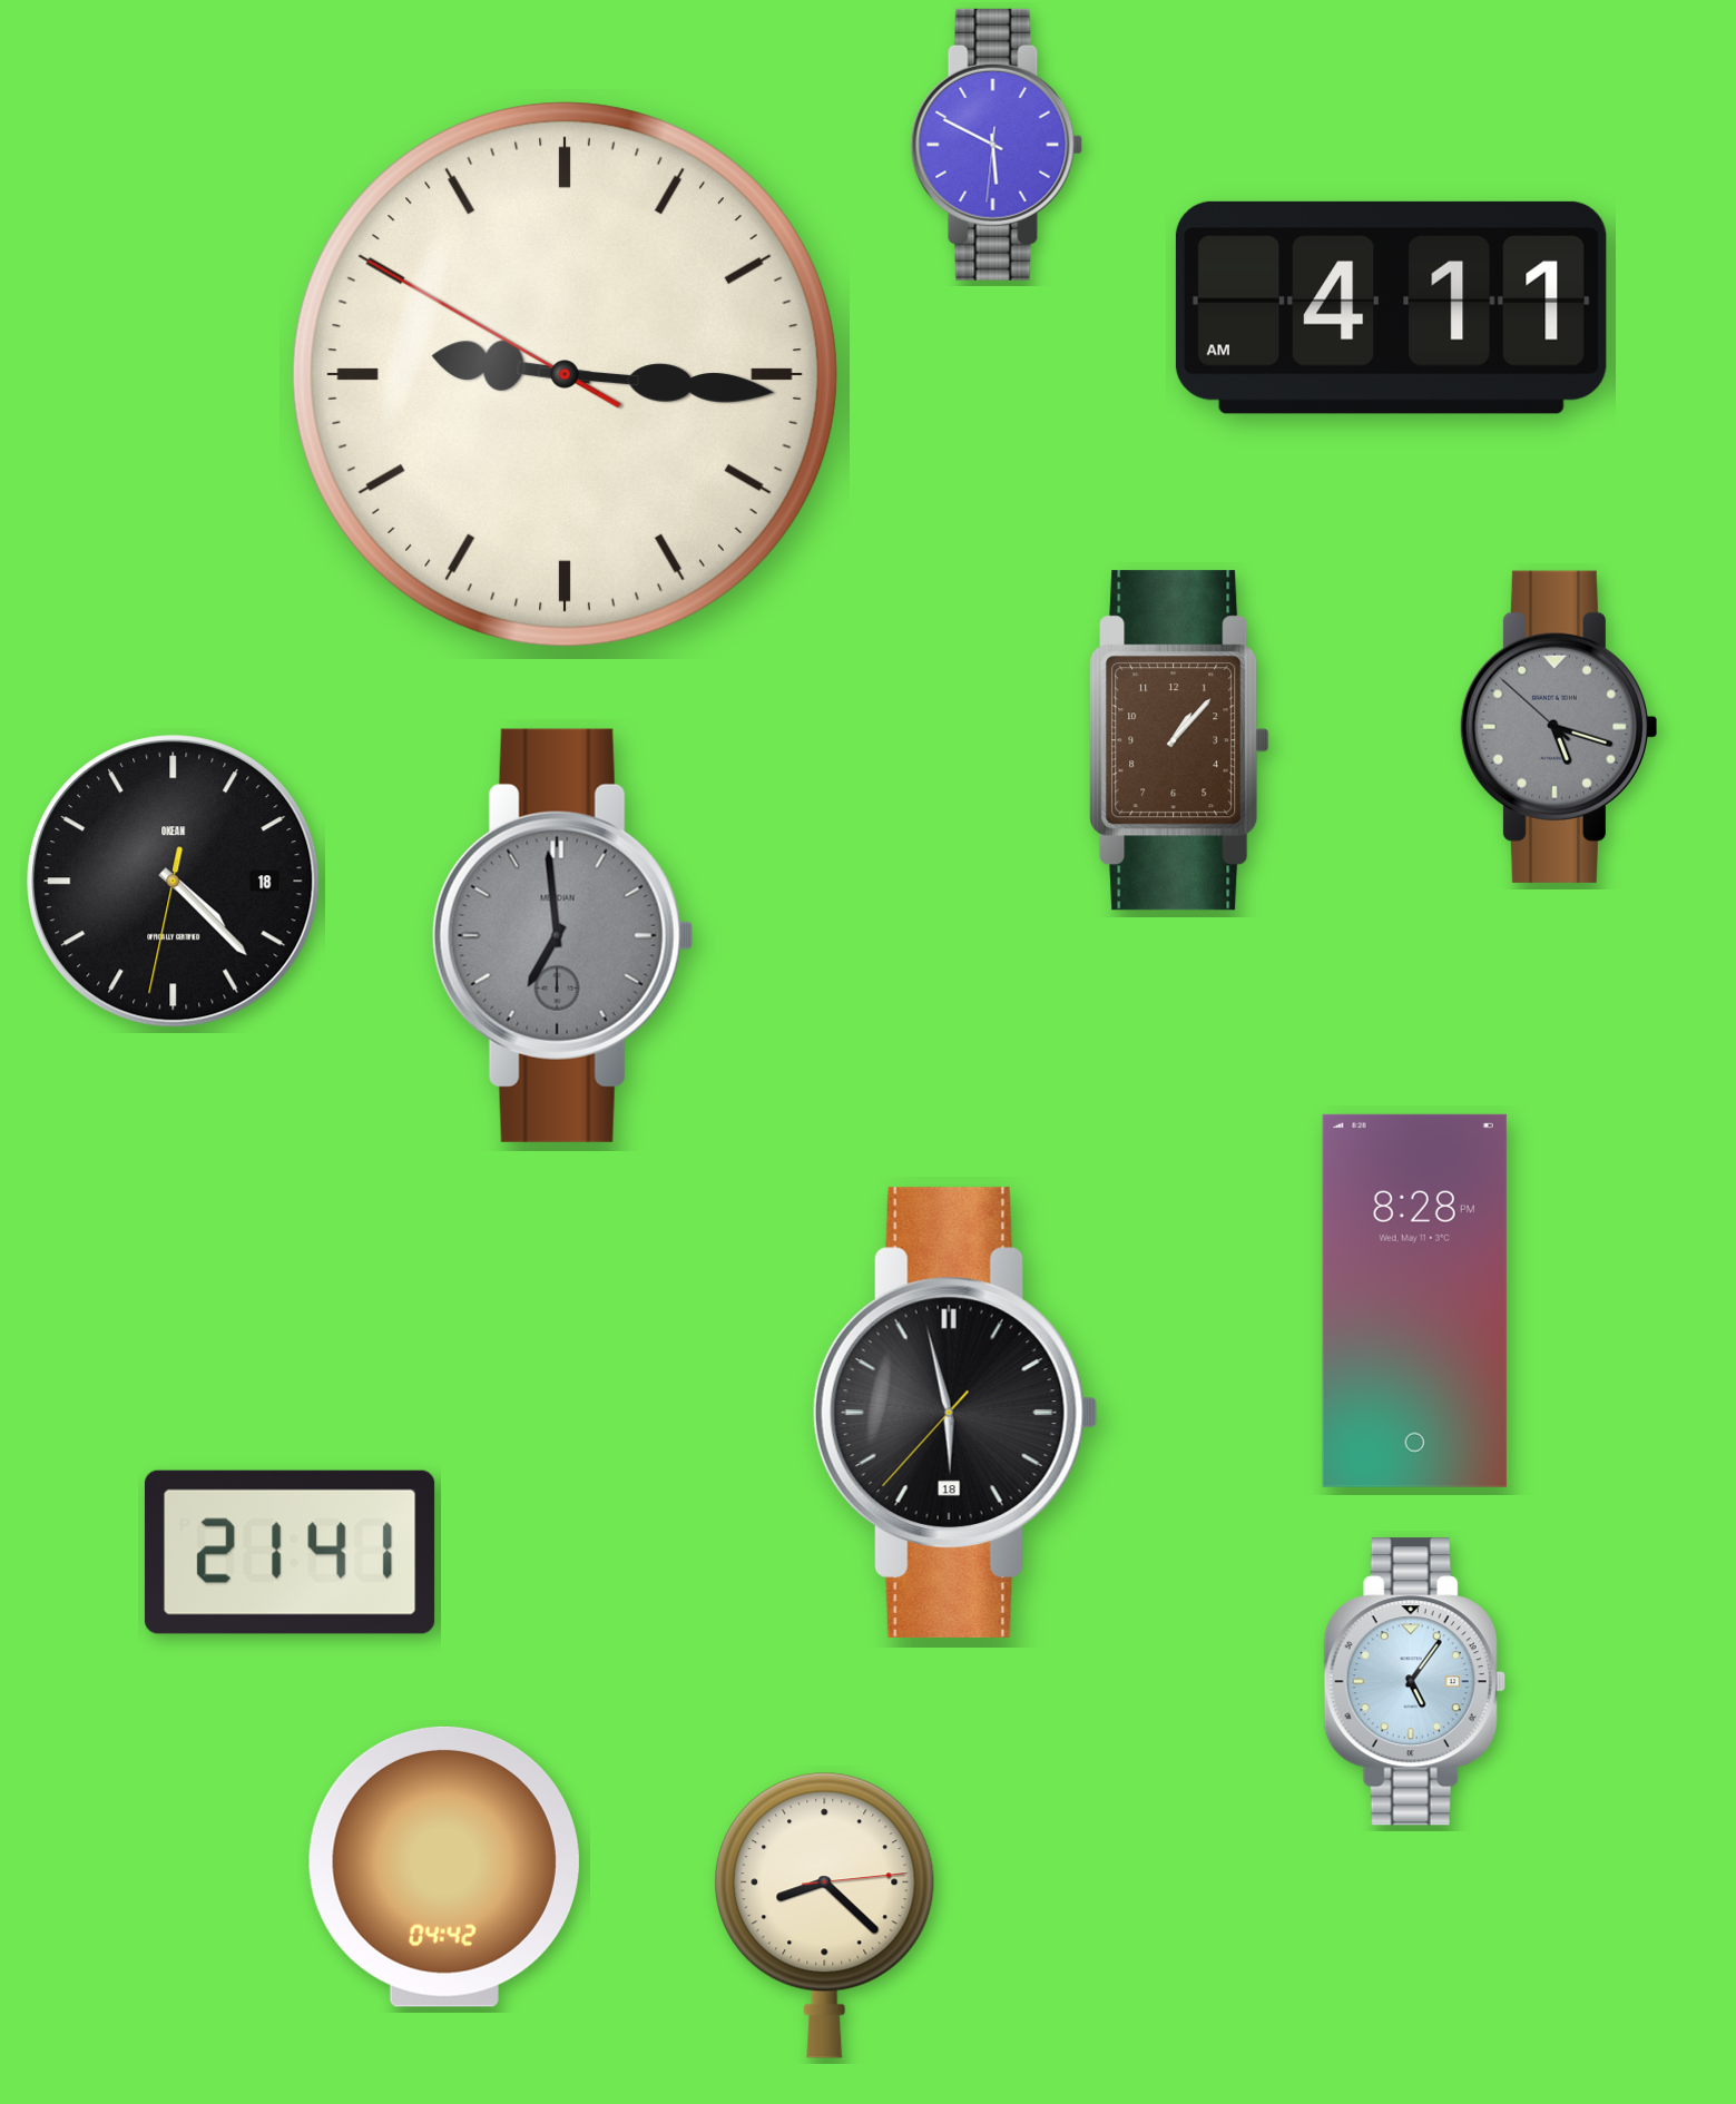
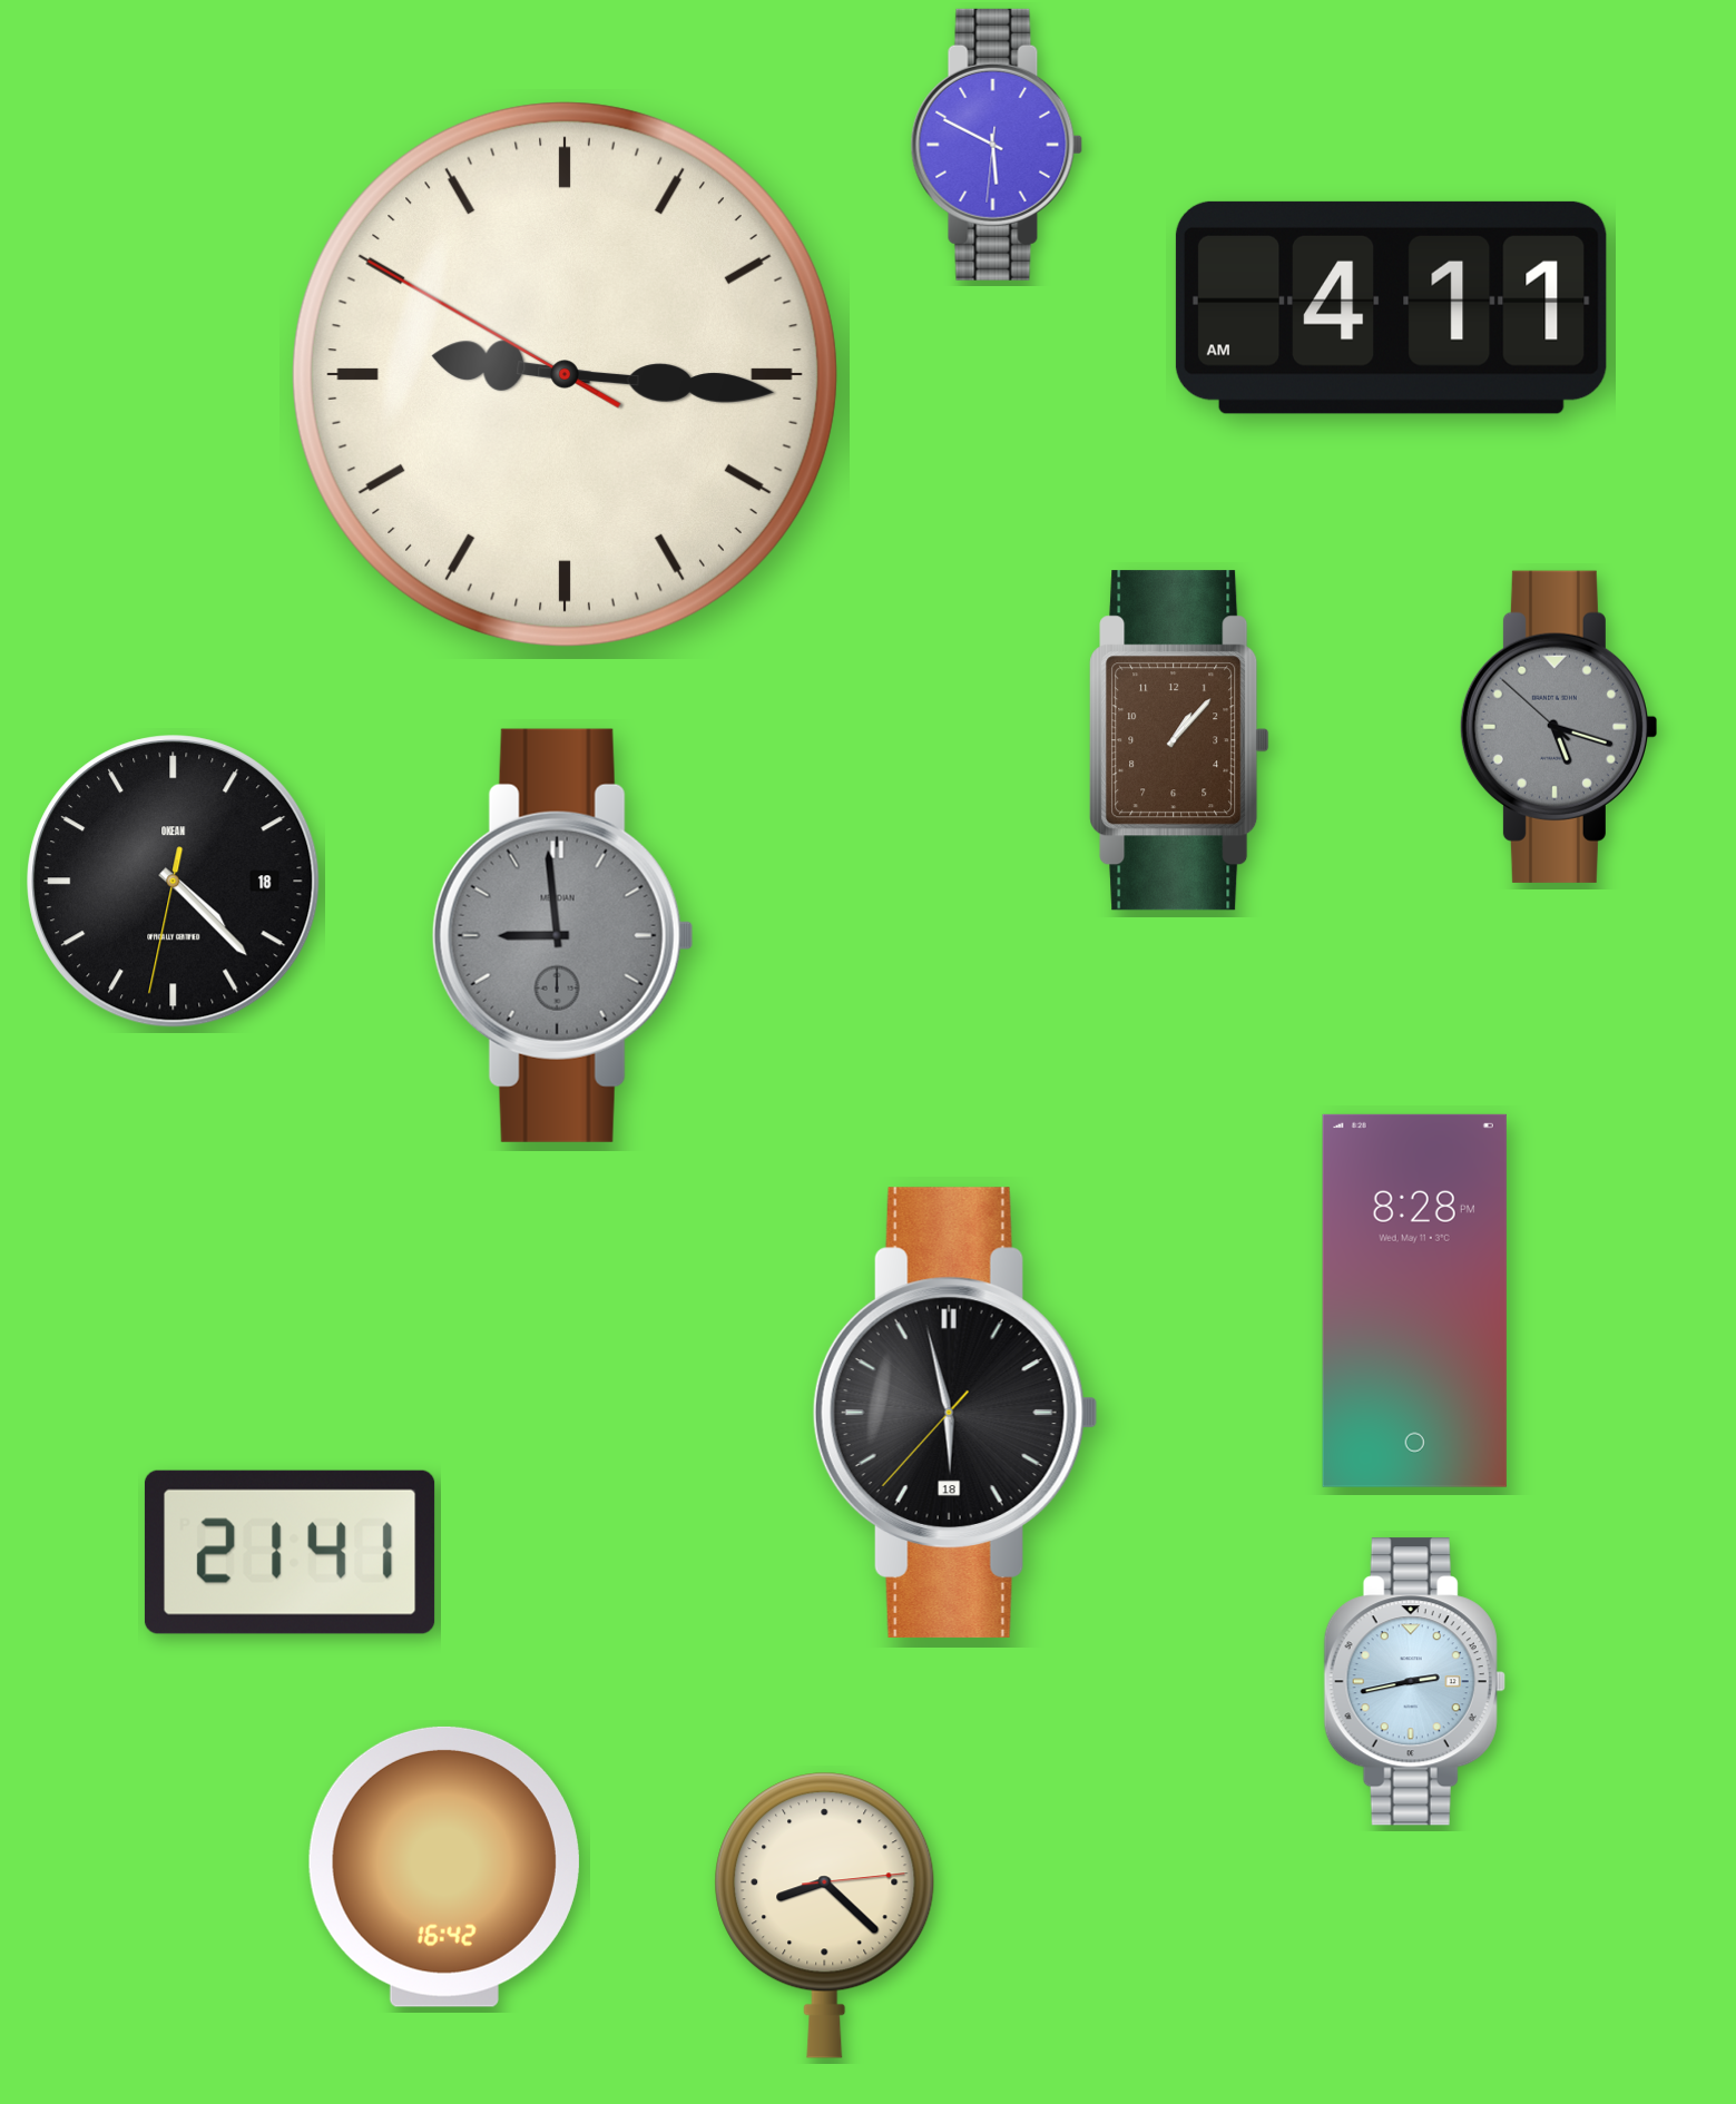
clock at (562, 935): 6:59 -> 8:59
clock at (1414, 1682): 5:06 -> 2:43
clock at (444, 1867): 04:42 -> 16:42
